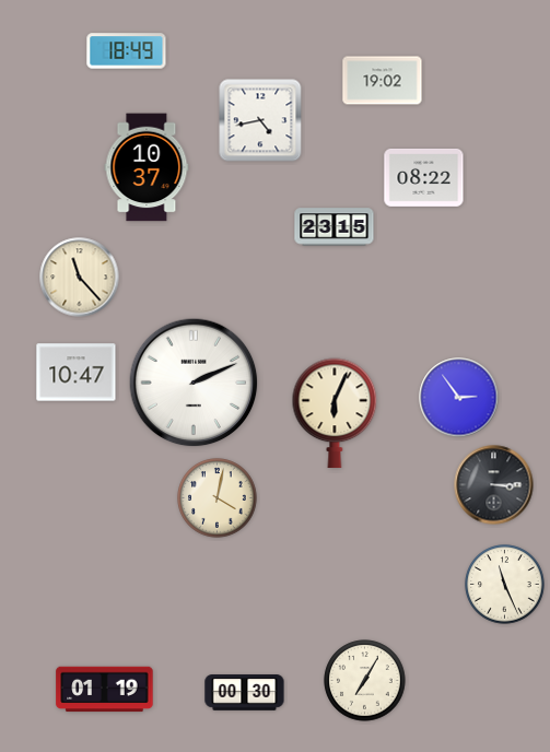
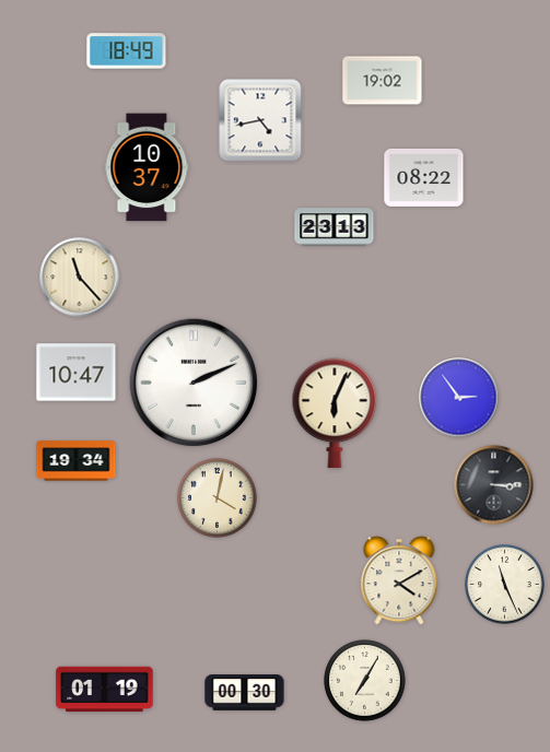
clock at (335, 227): 23:15 -> 23:13
clock at (77, 461): none -> 19:34
clock at (399, 580): none -> 4:10
